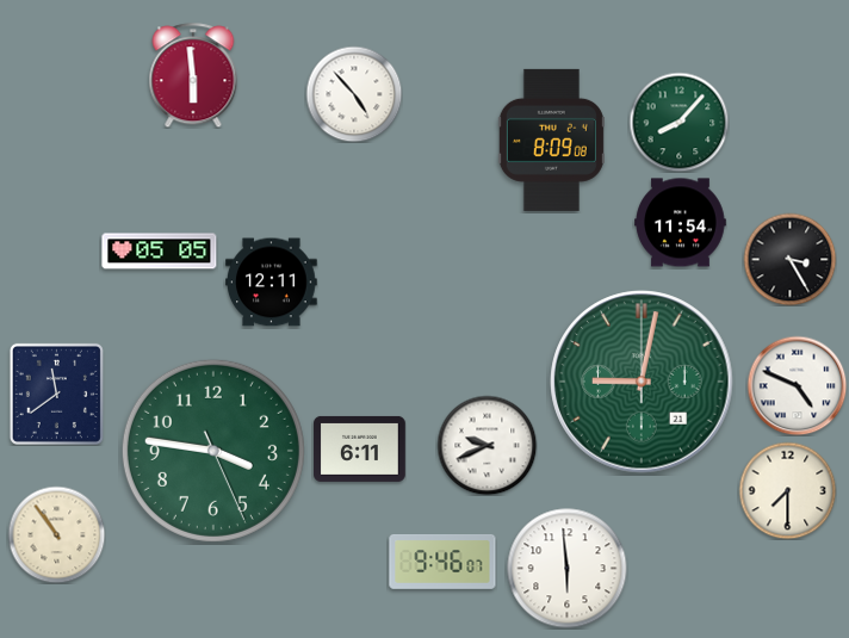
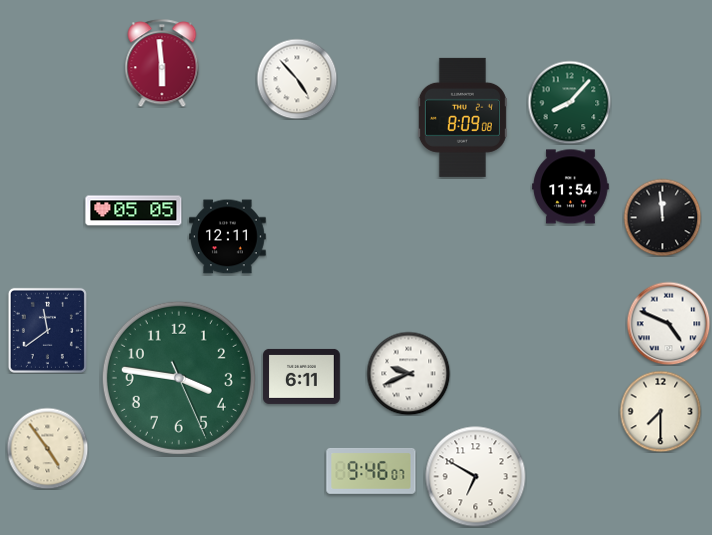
clock at (789, 259): 3:25 -> 11:59
clock at (642, 382): 9:02 -> none
clock at (56, 534): 10:54 -> 4:54
clock at (568, 569): 5:59 -> 6:50
